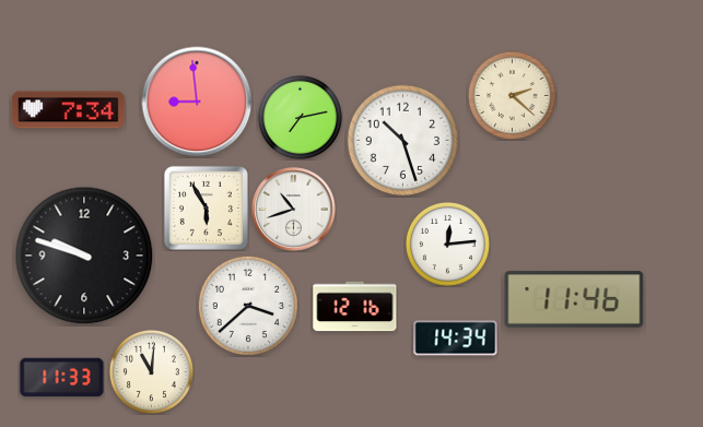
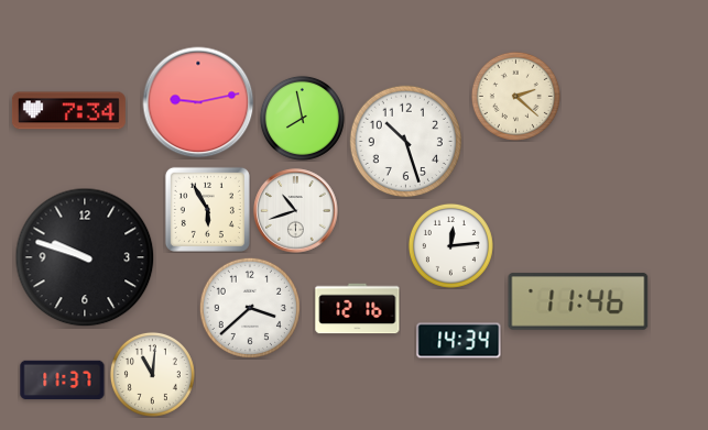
clock at (197, 102): 8:59 -> 9:13
clock at (300, 117): 7:13 -> 7:58
clock at (62, 378): 11:33 -> 11:37
